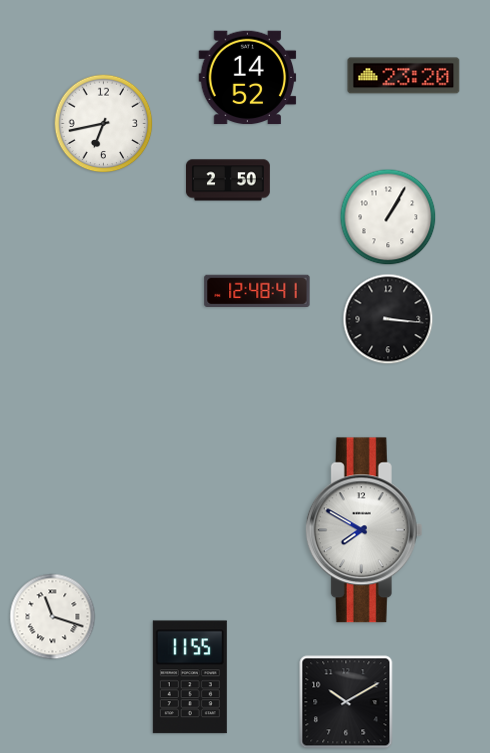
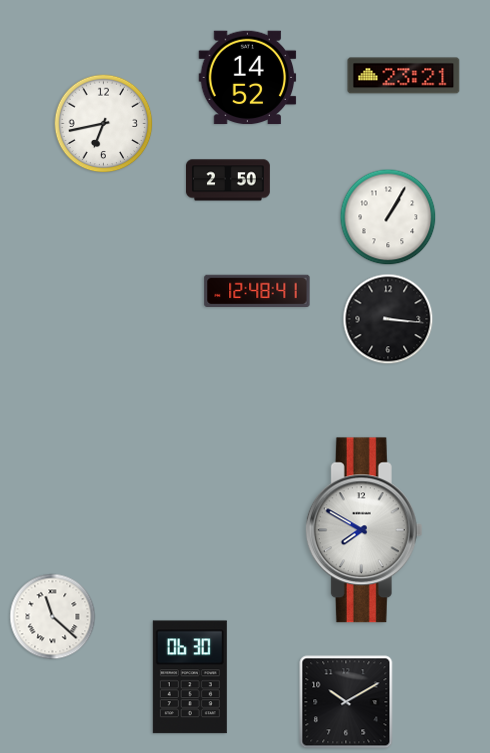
clock at (404, 76): 23:20 -> 23:21
clock at (53, 617): 11:18 -> 11:22
clock at (190, 677): 11:55 -> 06:30
